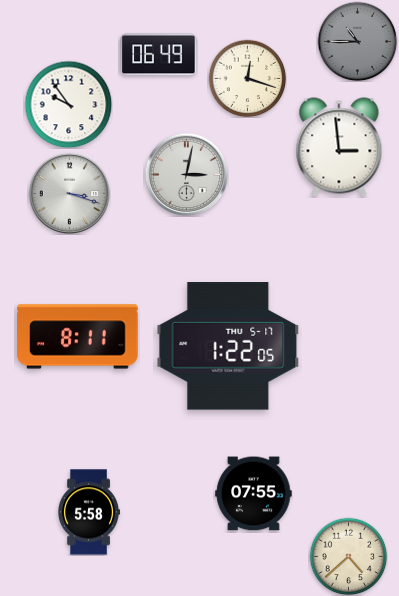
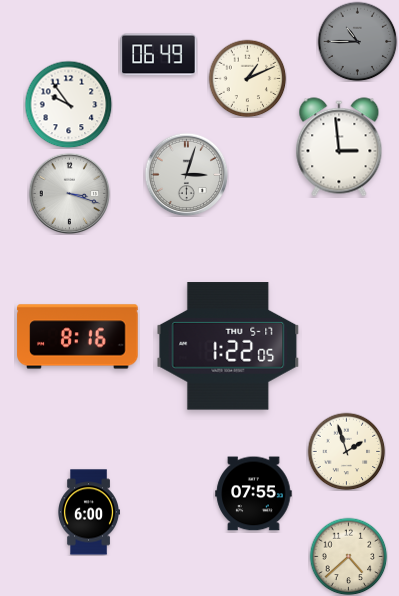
clock at (247, 78): 12:18 -> 1:11
clock at (186, 174): 3:02 -> 3:03
clock at (78, 337): 8:11 -> 8:16
clock at (346, 451): none -> 1:57
clock at (89, 512): 5:58 -> 6:00
